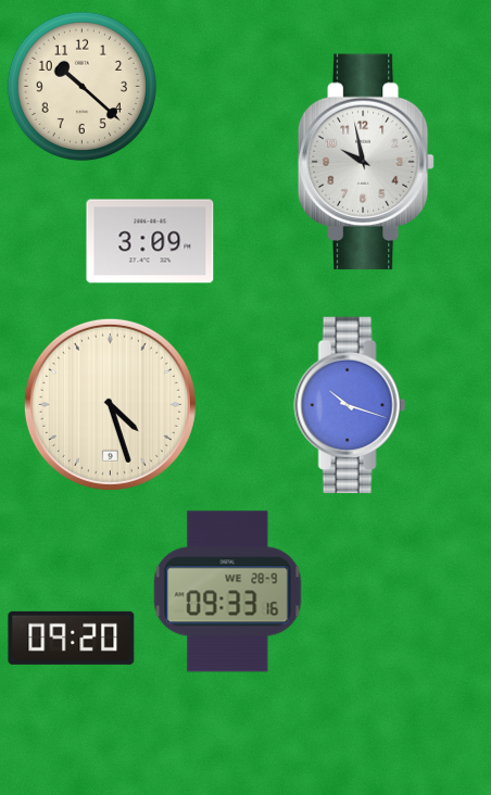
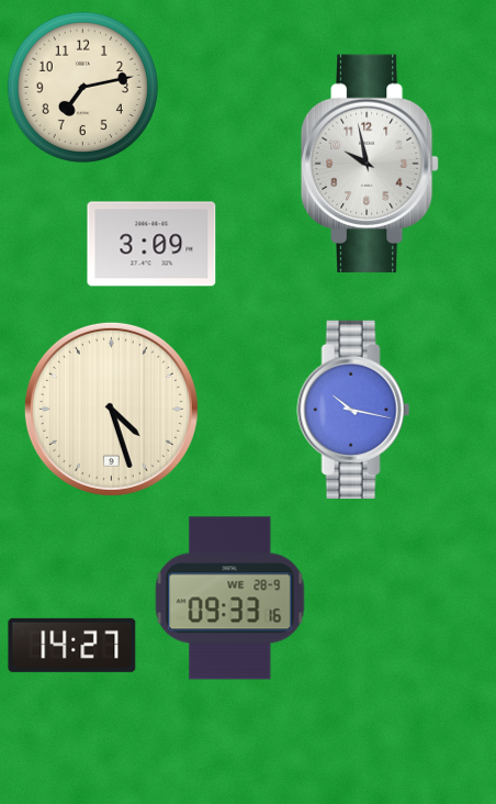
clock at (81, 86): 10:22 -> 7:13
clock at (350, 405): 10:18 -> 10:17
clock at (72, 638): 09:20 -> 14:27
